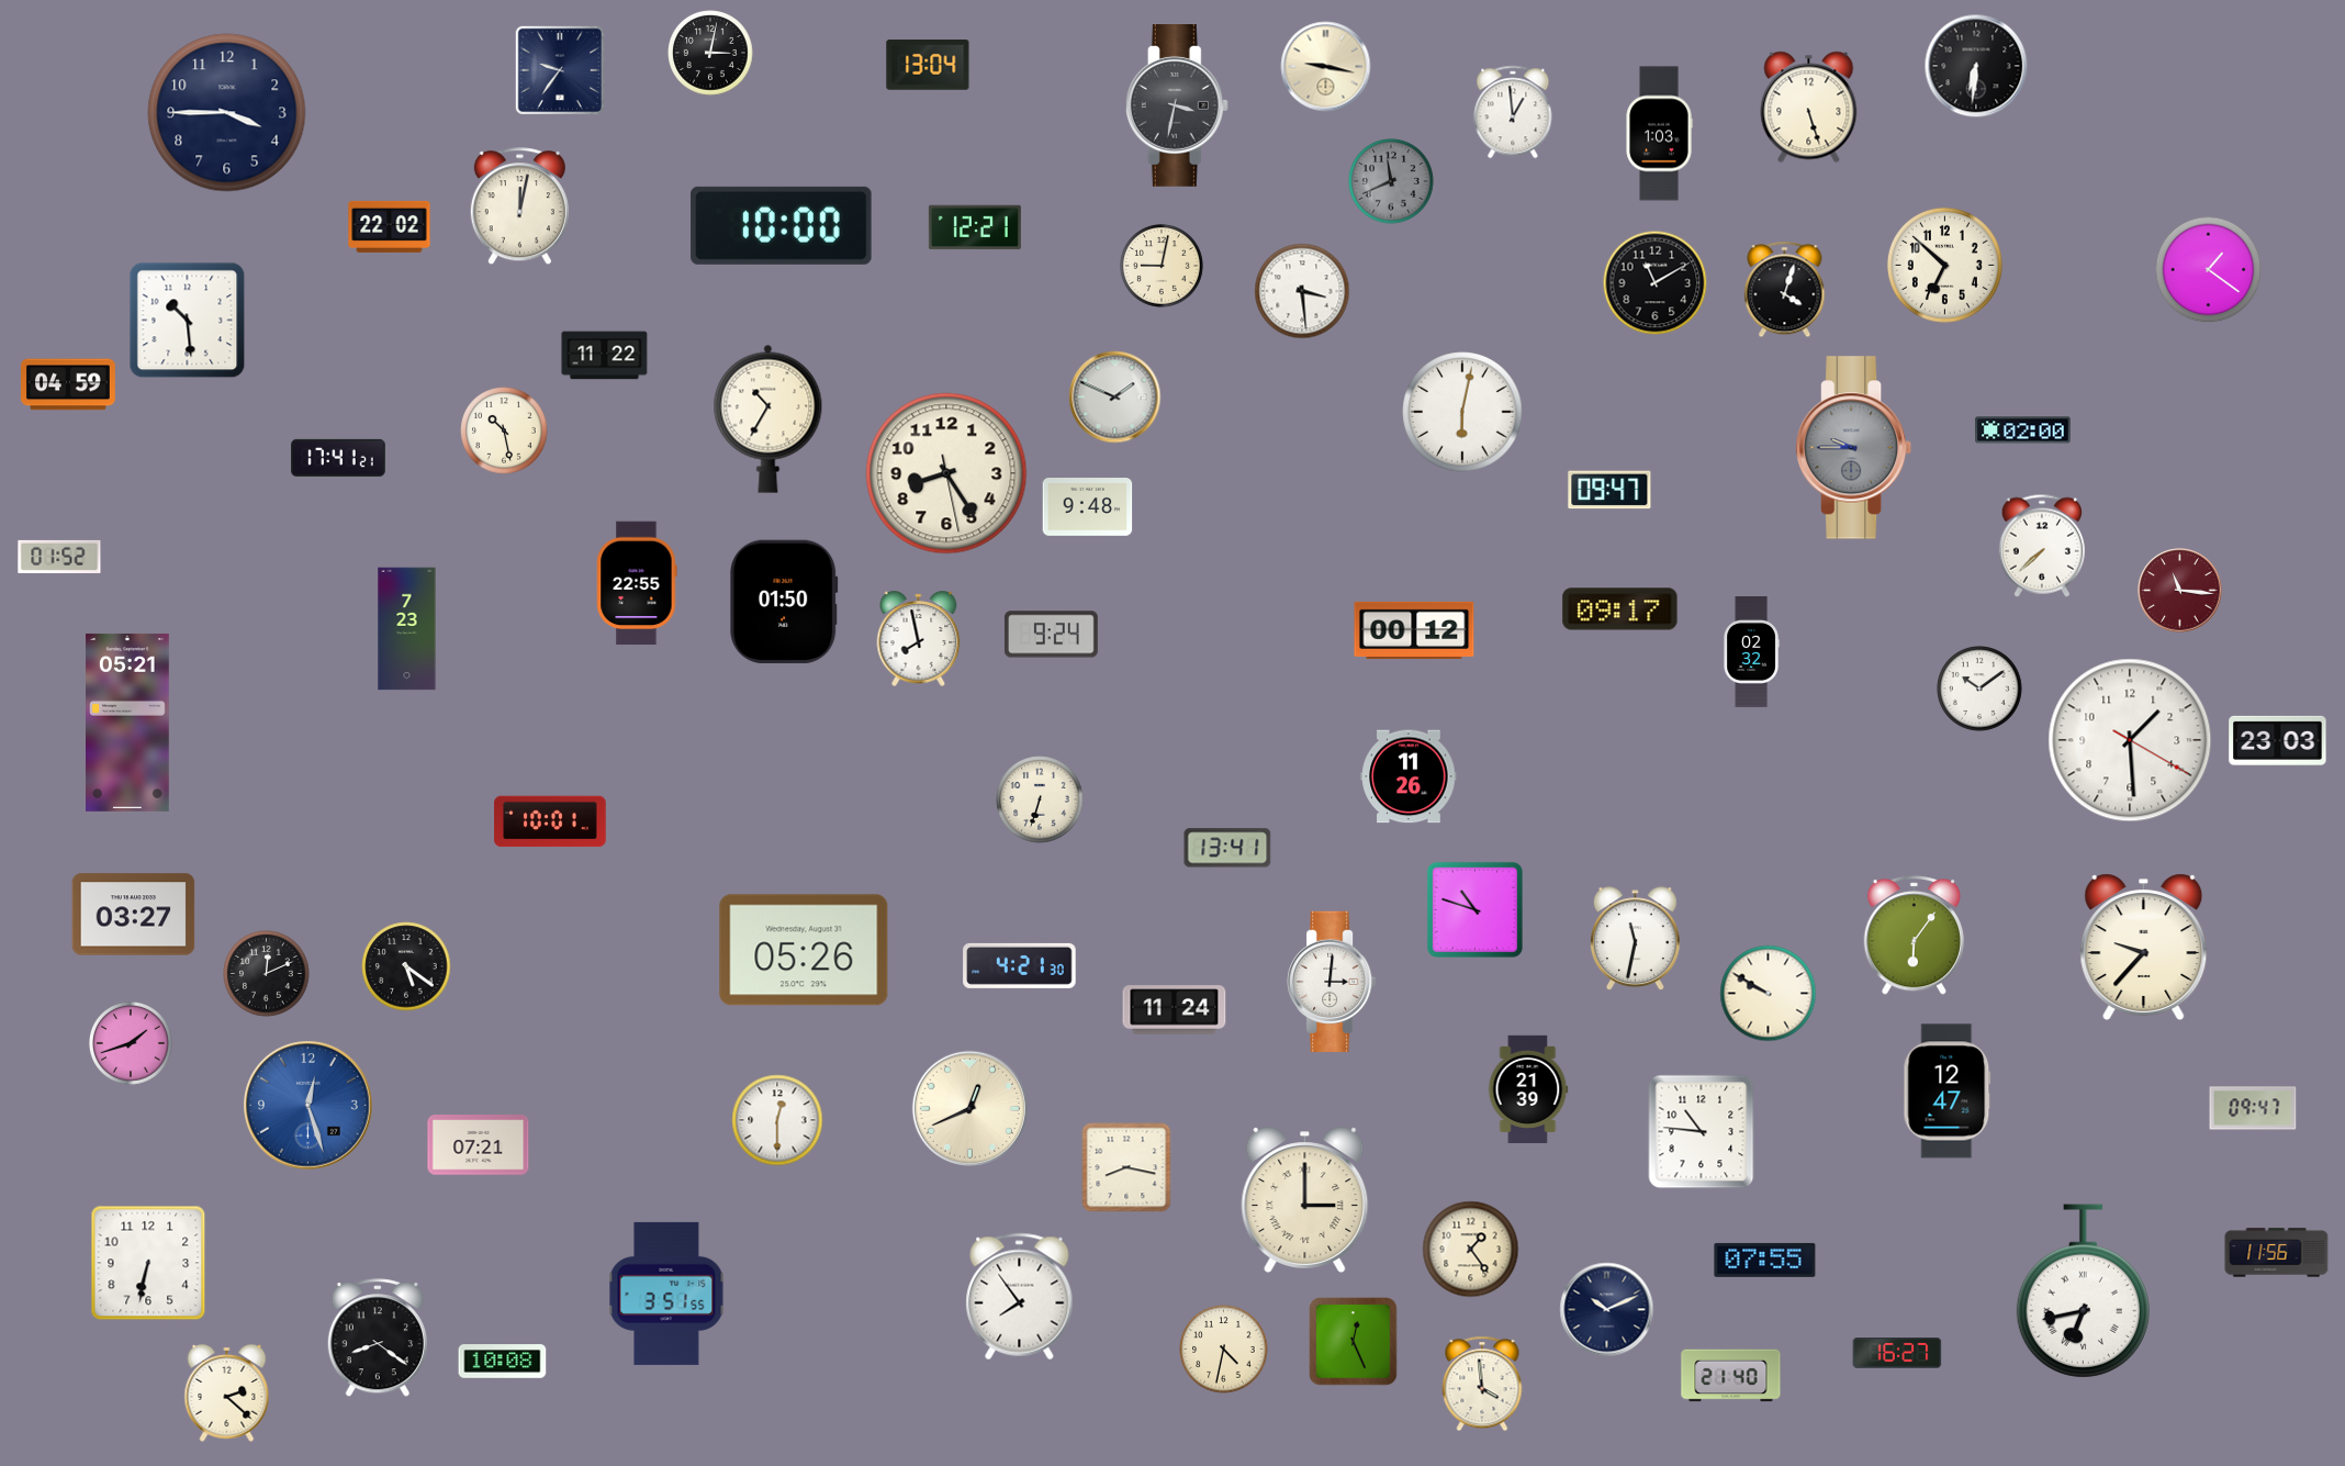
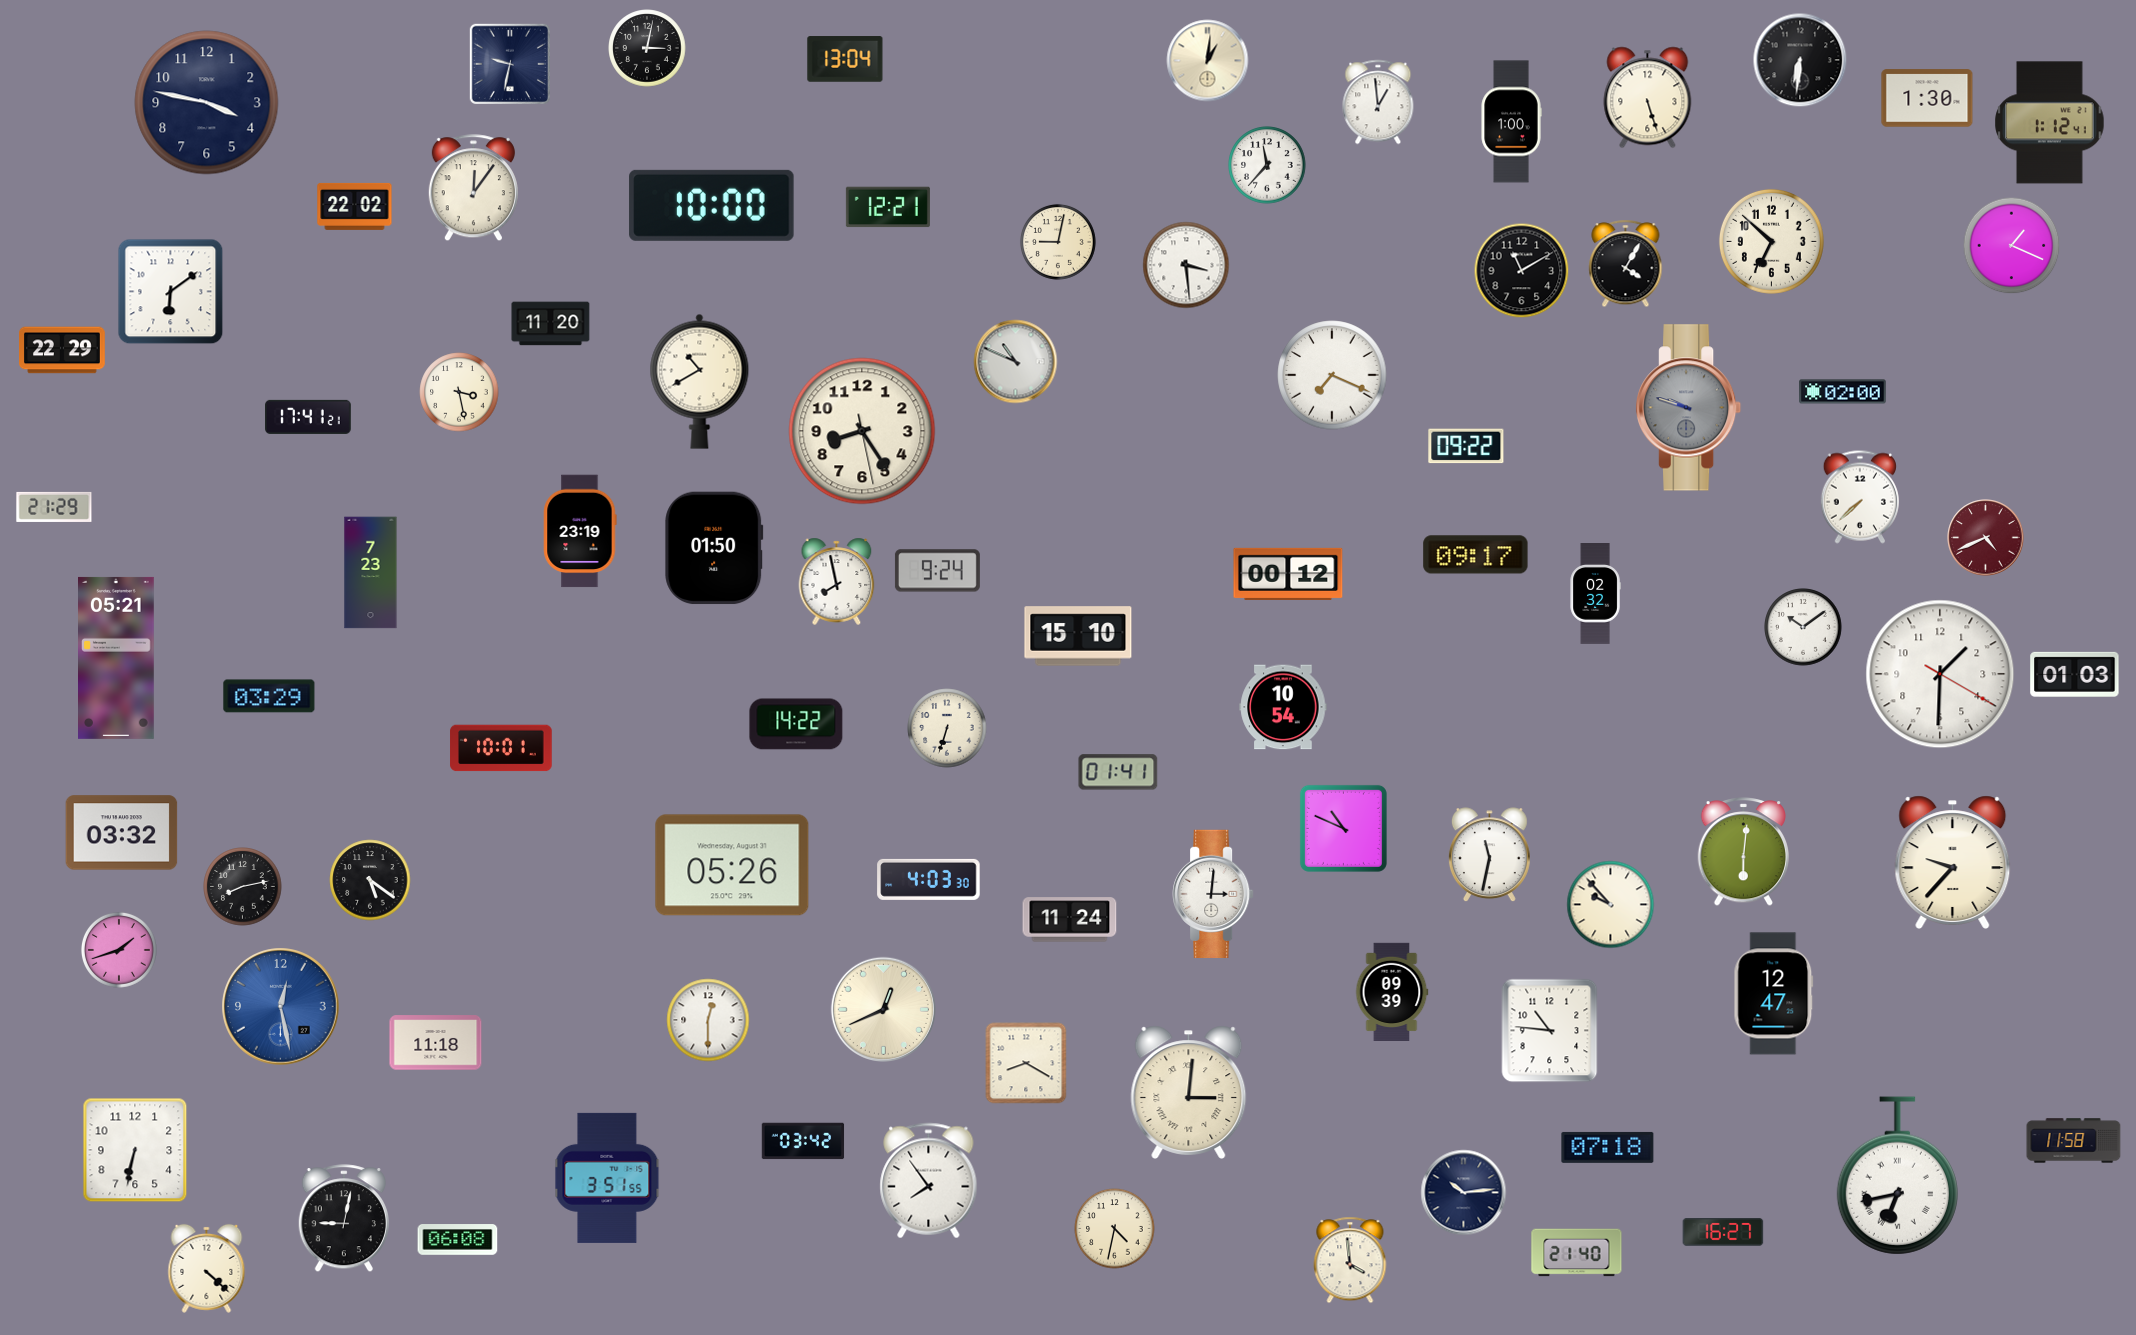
clock at (1326, 67): 9:17 -> 1:01
clock at (560, 70): 9:36 -> 9:32
clock at (1177, 107): 3:32 -> none
clock at (1927, 98): none -> 1:30
clock at (227, 113): 3:45 -> 3:47
clock at (1659, 134): 1:03 -> 1:00
clock at (2050, 123): none -> 1:12
clock at (1391, 181): 11:41 -> 11:37
clock at (1391, 181) dial: grey -> white
clock at (519, 206): 12:02 -> 12:06
clock at (2209, 270): 1:21 -> 1:19
clock at (1656, 283) position: (1656, 283) -> (1522, 271)
clock at (1785, 290): 4:03 -> 4:05
clock at (188, 321): 10:29 -> 6:09
clock at (605, 356): 11:22 -> 11:20
clock at (68, 384): 04:59 -> 22:29
clock at (1115, 398): 1:49 -> 10:49
clock at (1462, 412): 6:02 -> 7:19
clock at (768, 418): 10:35 -> 10:40
clock at (504, 430): 10:28 -> 3:28
clock at (1854, 448): 9:45 -> 9:48
clock at (1609, 490): 09:47 -> 09:22
clock at (1088, 507): 9:48 -> none
clock at (59, 557): 01:52 -> 21:29
clock at (637, 583): 22:55 -> 23:19
clock at (2180, 591): 11:16 -> 4:41
clock at (1051, 635) position: (1051, 635) -> (937, 571)
clock at (1078, 636): none -> 15:10
clock at (2130, 740): 1:29 -> 1:30
clock at (2278, 740): 23:03 -> 01:03
clock at (269, 696): none -> 03:29
clock at (1409, 776): 11:26 -> 10:54
clock at (796, 724): none -> 14:22
clock at (1227, 848): 13:41 -> 01:41
clock at (1474, 909): 10:48 -> 10:49
clock at (134, 915): 03:27 -> 03:32
clock at (1915, 936): 6:06 -> 6:01
clock at (1020, 965): 4:21 -> 4:03
clock at (267, 974): 12:11 -> 8:13
clock at (1769, 994): 9:50 -> 9:53
clock at (1528, 1088): 21:39 -> 09:39
clock at (308, 1106): 12:27 -> 12:28
clock at (2253, 1108): 09:47 -> none
clock at (479, 1145): 07:21 -> 11:18
clock at (1126, 1167): 8:17 -> 8:20
clock at (1305, 1199): 3:00 -> 3:01
clock at (1471, 1250): 1:24 -> none
clock at (803, 1141): none -> 03:42
clock at (2277, 1253): 11:56 -> 11:58
clock at (1765, 1260): 07:55 -> 07:18
clock at (1607, 1310): 10:11 -> 10:14
clock at (378, 1339): 8:21 -> 9:02
clock at (1354, 1342): 12:26 -> none
clock at (1897, 1354) position: (1897, 1354) -> (1723, 1233)
clock at (503, 1362): 10:08 -> 06:08
clock at (227, 1392): 2:22 -> 4:22
